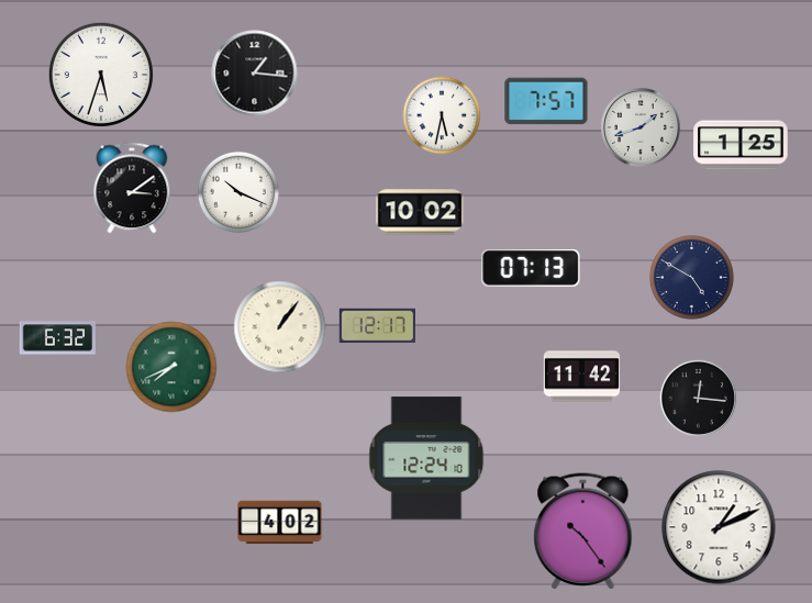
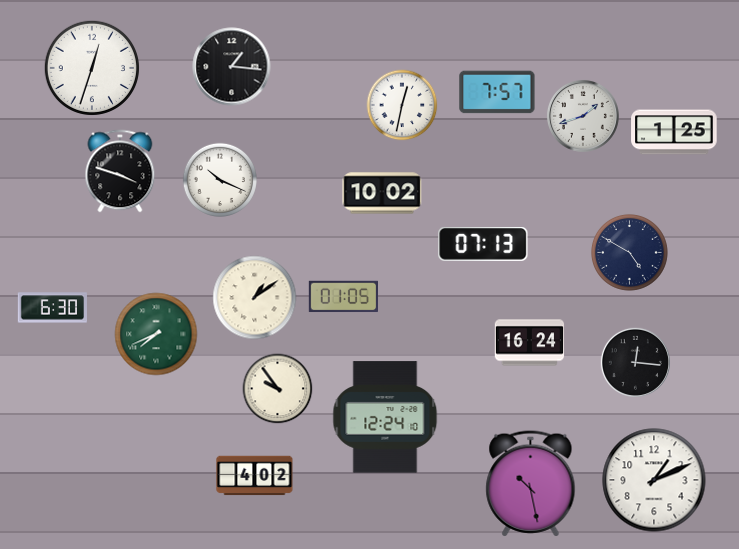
clock at (101, 75): 5:33 -> 12:33
clock at (442, 115): 5:32 -> 12:32
clock at (132, 188): 3:09 -> 3:48
clock at (238, 192) position: (238, 192) -> (220, 180)
clock at (378, 326): 12:17 -> 01:05
clock at (280, 327): 1:06 -> 1:09
clock at (58, 338): 6:32 -> 6:30
clock at (582, 377): 11:42 -> 16:24
clock at (278, 389): none -> 9:54
clock at (426, 458) position: (426, 458) -> (385, 417)
clock at (583, 532): 10:24 -> 10:28
